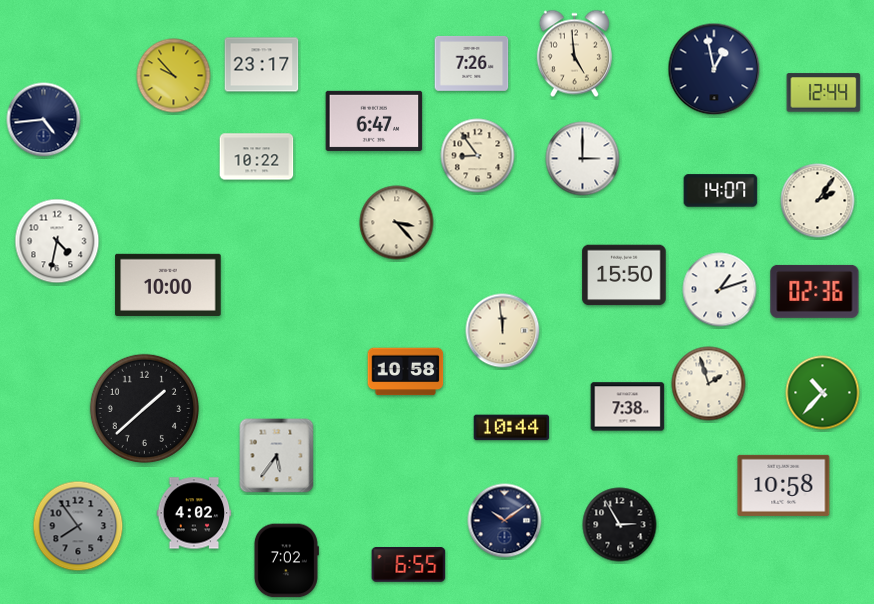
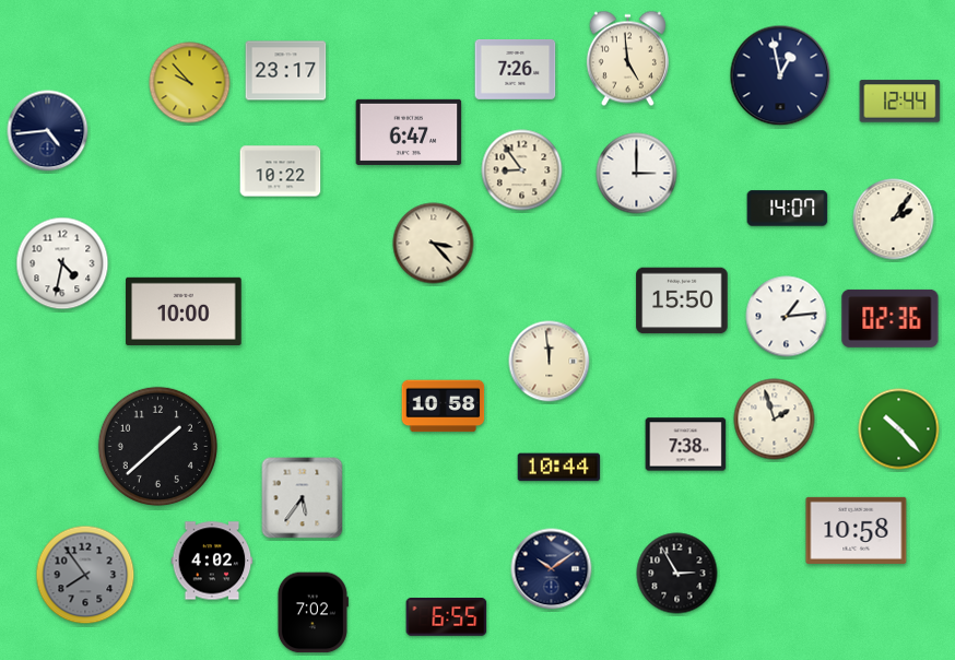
clock at (720, 290): 1:12 -> 1:14
clock at (823, 393): 10:37 -> 10:23
